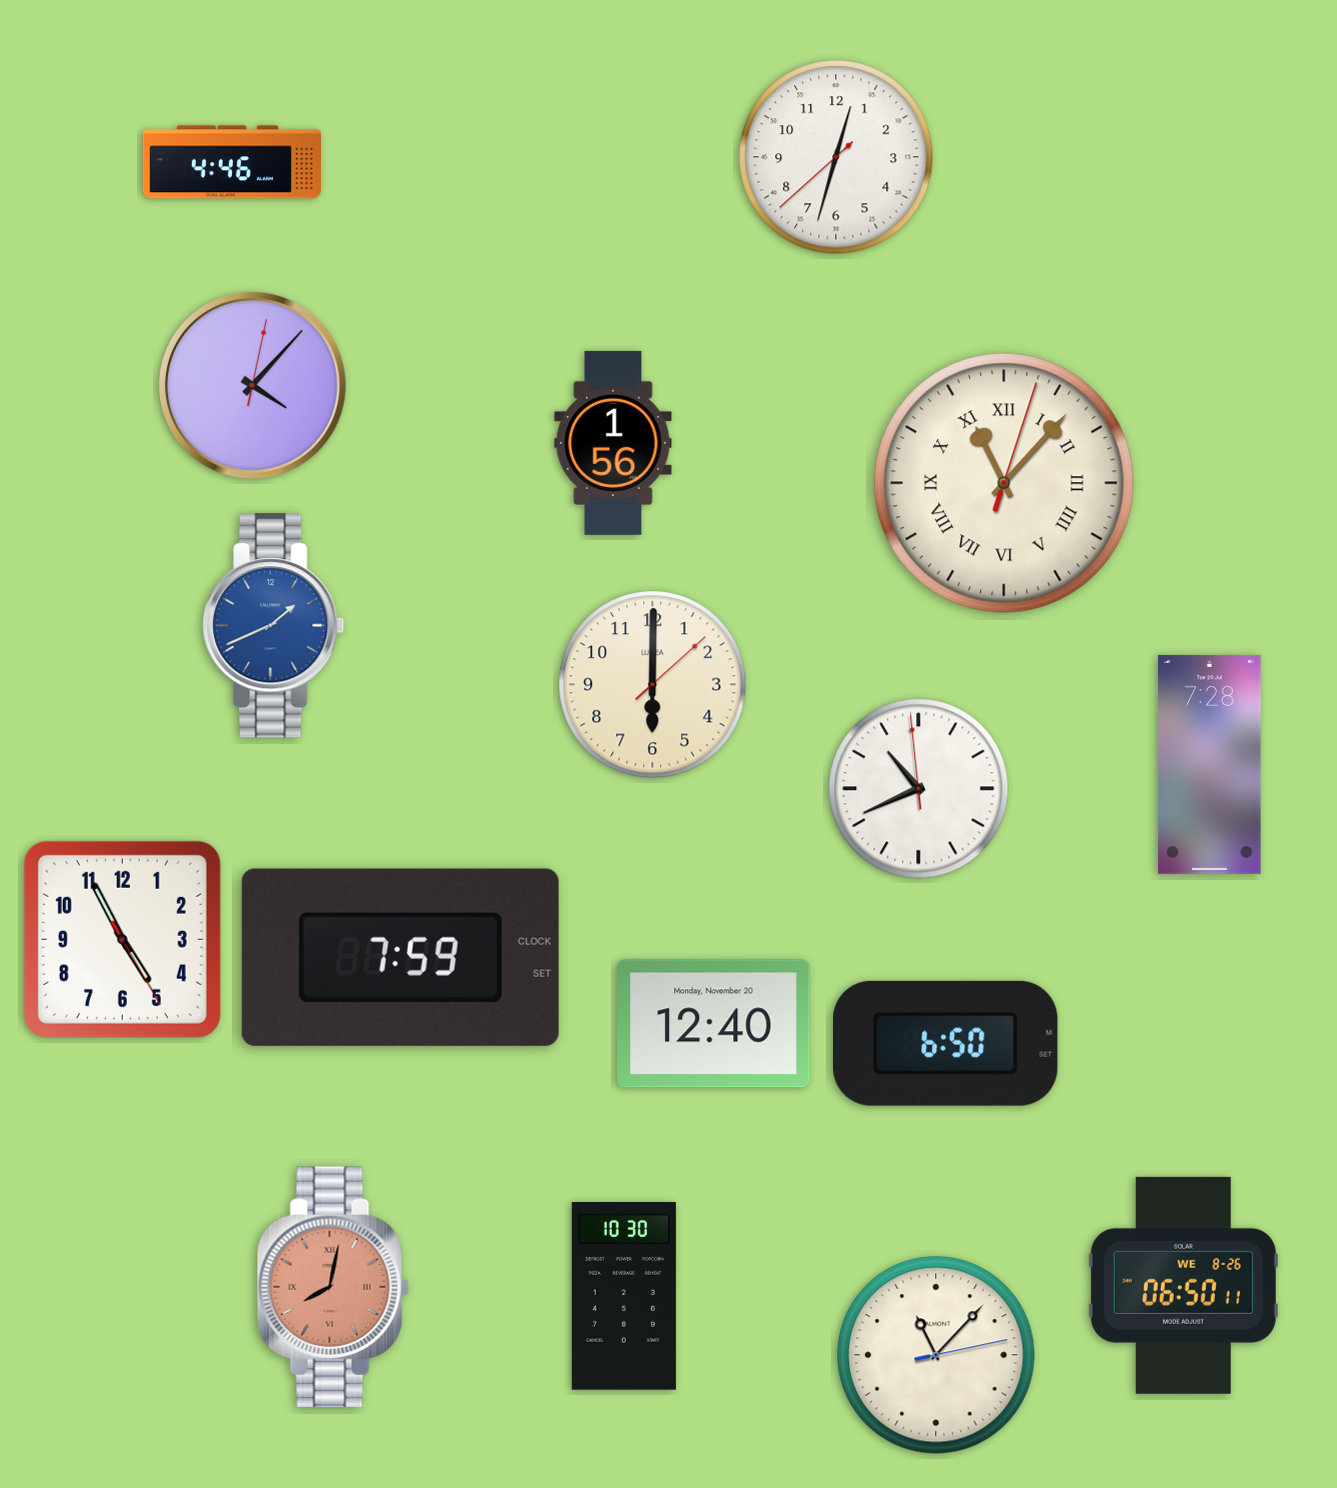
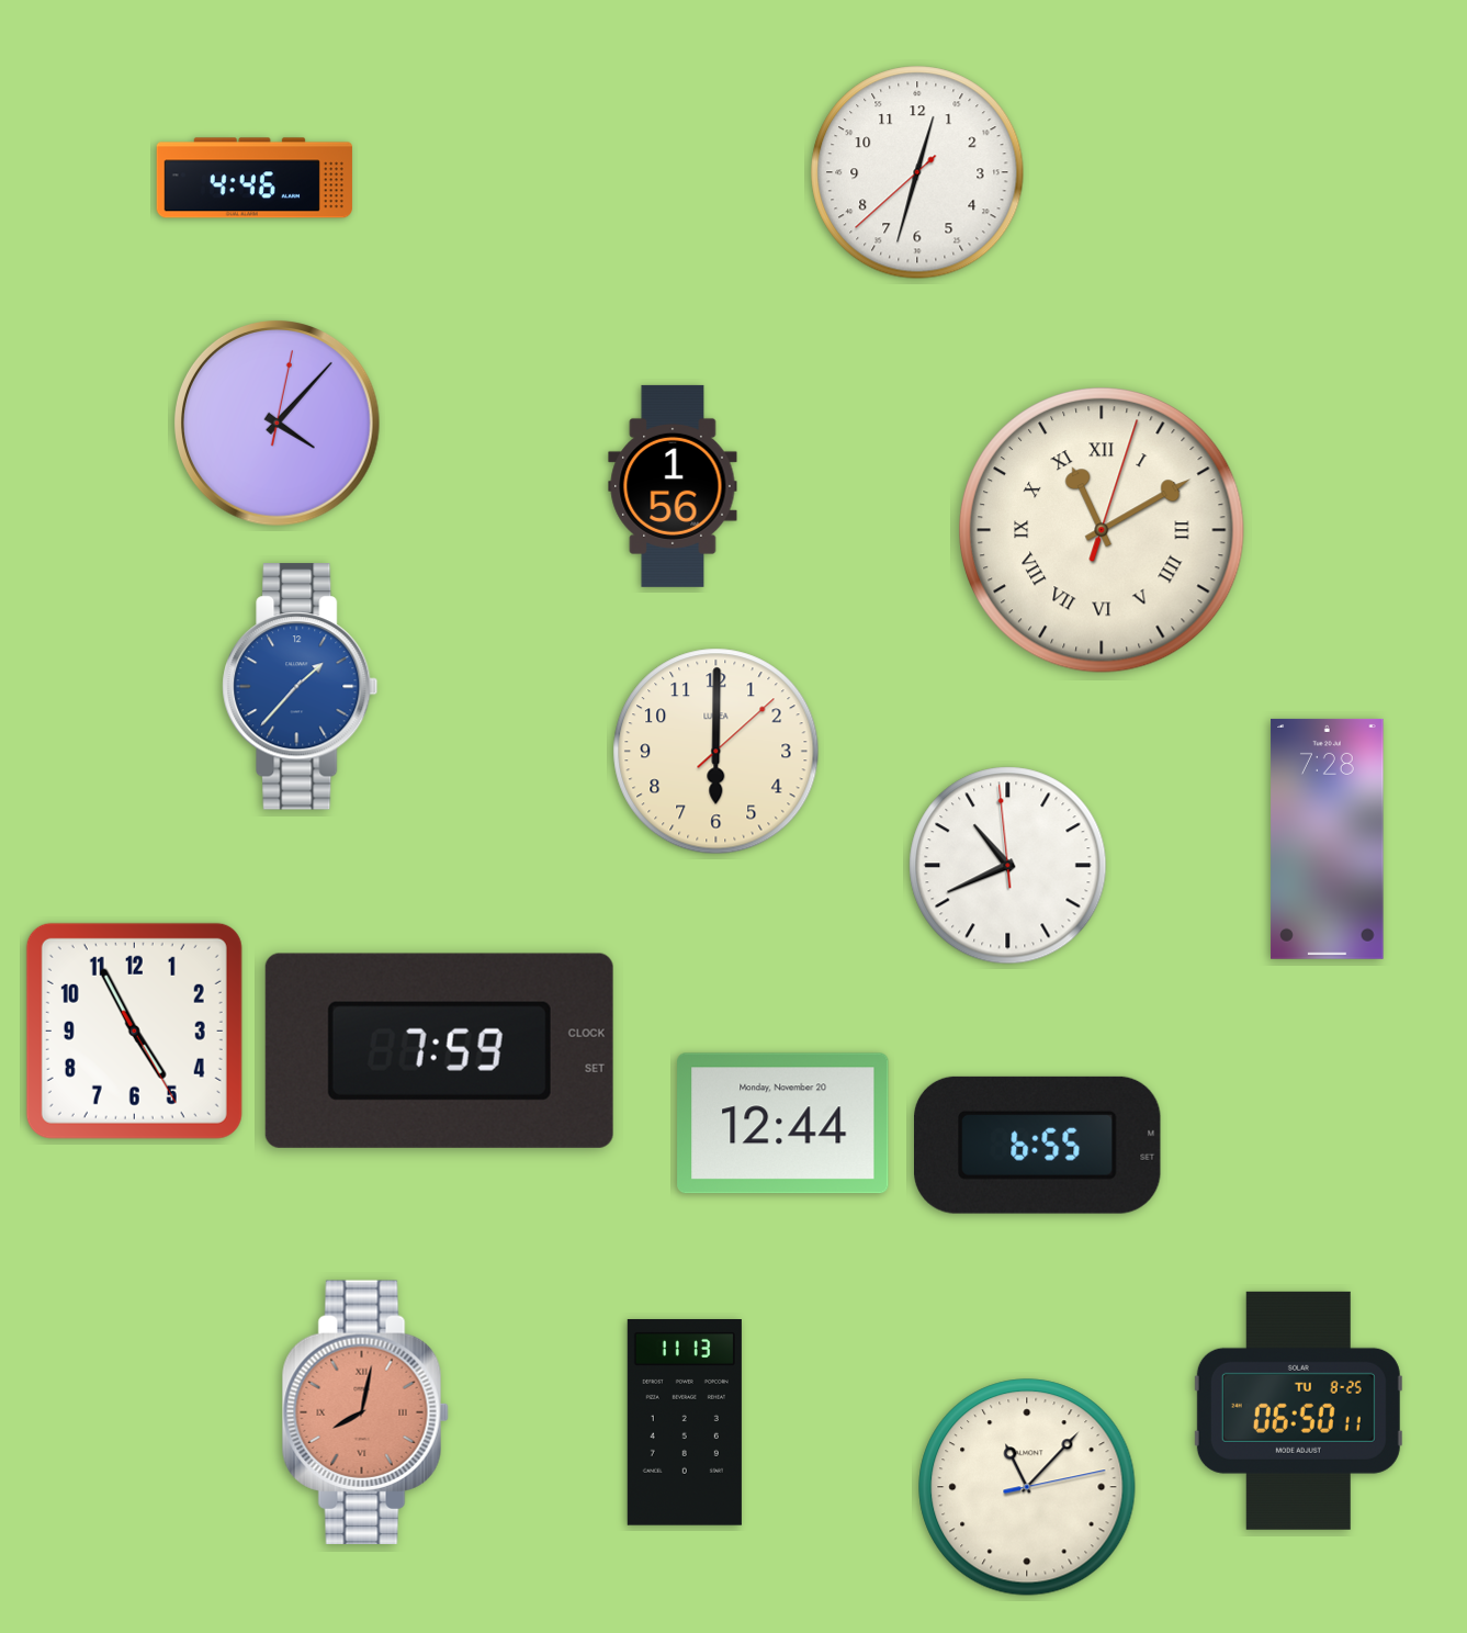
clock at (1005, 484): 11:07 -> 11:10
clock at (274, 626): 1:41 -> 1:37
clock at (714, 1024): 12:40 -> 12:44
clock at (946, 1043): 6:50 -> 6:55
clock at (1183, 1285) date: WE 8-26 -> TU 8-25
clock at (624, 1297): 10:30 -> 11:13
